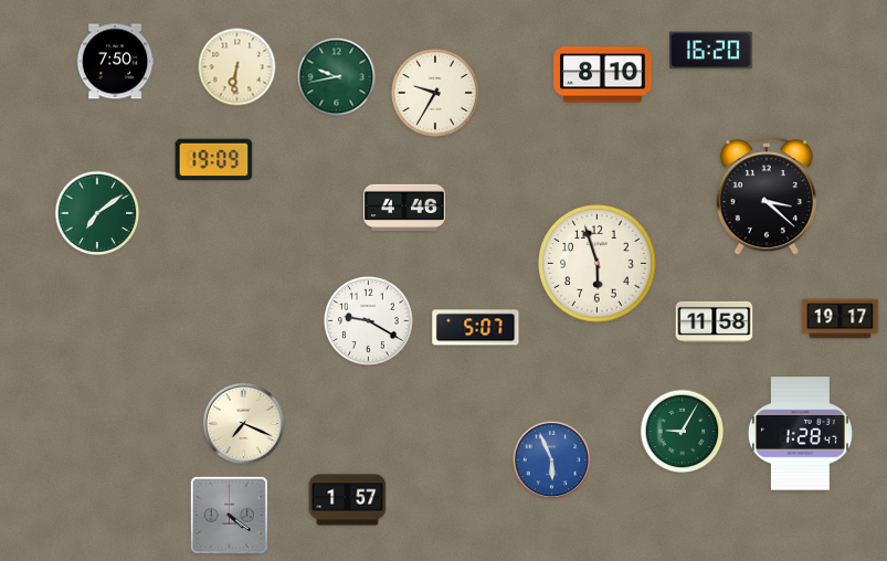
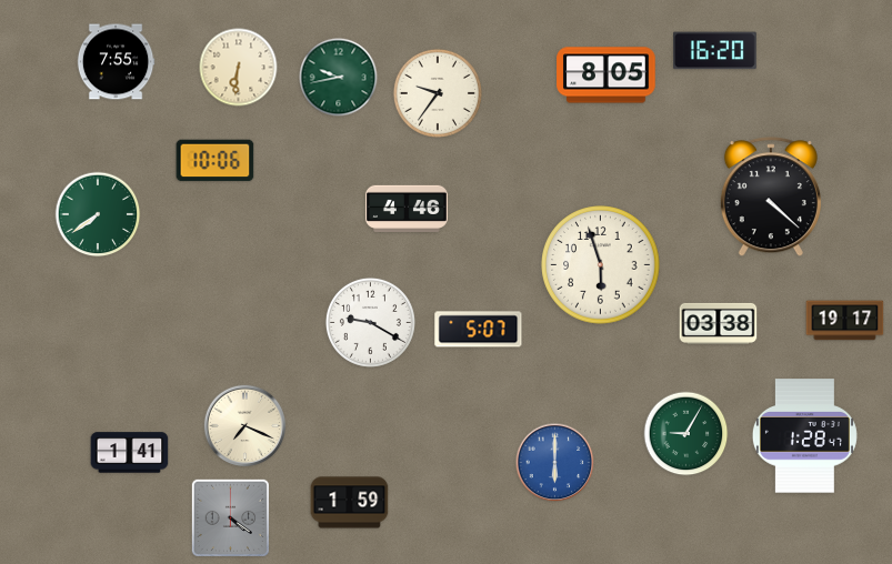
clock at (115, 62): 7:50 -> 7:55
clock at (603, 75): 8:10 -> 8:05
clock at (435, 93): 9:35 -> 9:36
clock at (214, 160): 19:09 -> 10:06
clock at (767, 197): 3:22 -> 4:22
clock at (97, 213): 7:09 -> 7:39
clock at (715, 321): 11:58 -> 03:38
clock at (130, 453): none -> 1:41
clock at (552, 461): 5:56 -> 6:00
clock at (348, 500): 1:57 -> 1:59
